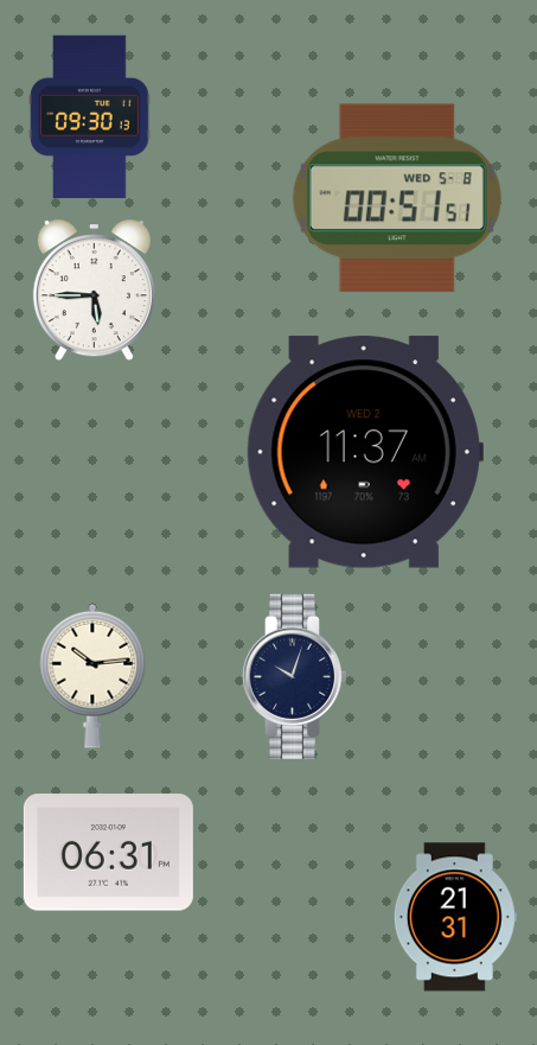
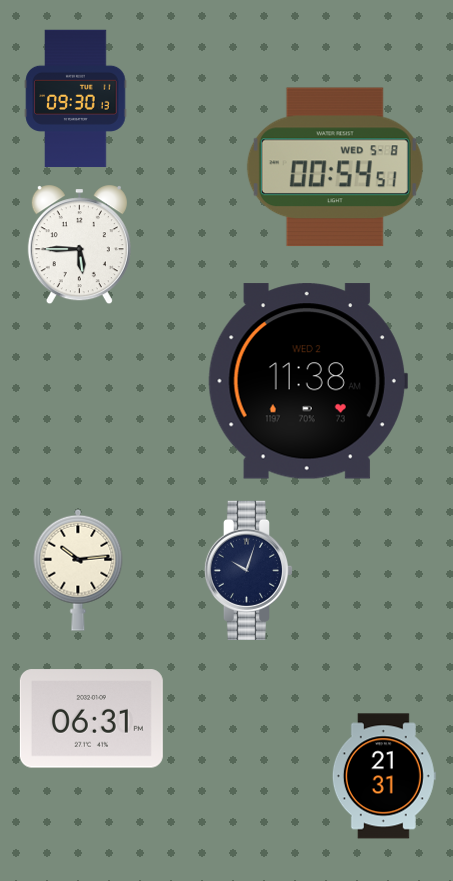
clock at (397, 198): 00:51 -> 00:54
clock at (365, 452): 11:37 -> 11:38
clock at (455, 917) position: (455, 917) -> (384, 776)
